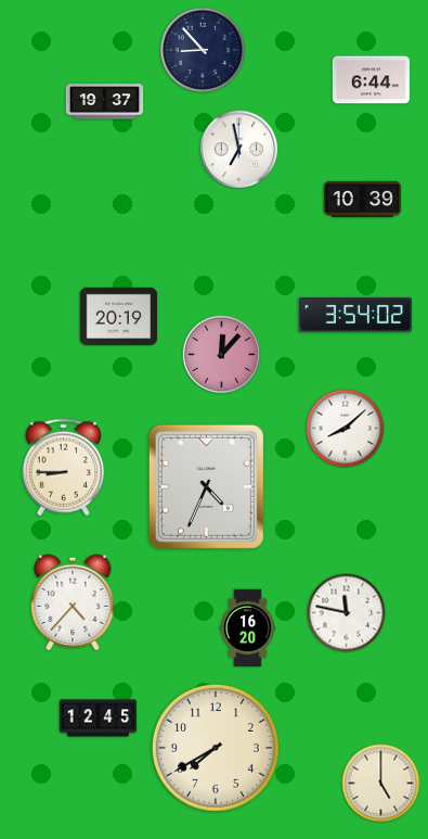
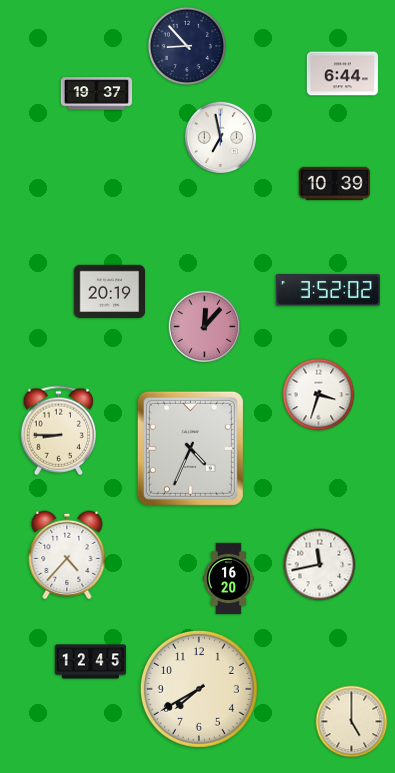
clock at (354, 315): 3:54 -> 3:52
clock at (346, 429): 8:08 -> 3:33
clock at (347, 613): 11:47 -> 11:43
